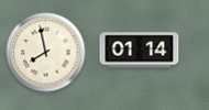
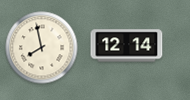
clock at (140, 51): 01:14 -> 12:14
